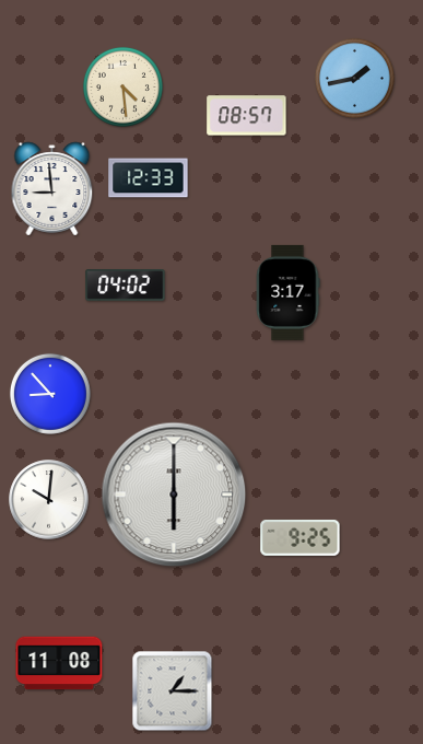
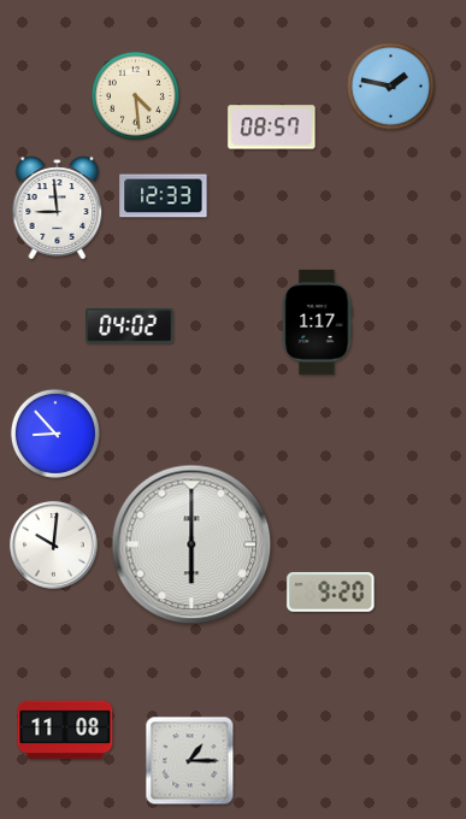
clock at (354, 78): 1:43 -> 1:47
clock at (126, 286) position: (126, 286) -> (130, 326)
clock at (287, 292): 3:17 -> 1:17
clock at (49, 500) position: (49, 500) -> (54, 546)
clock at (301, 537): 9:25 -> 9:20
